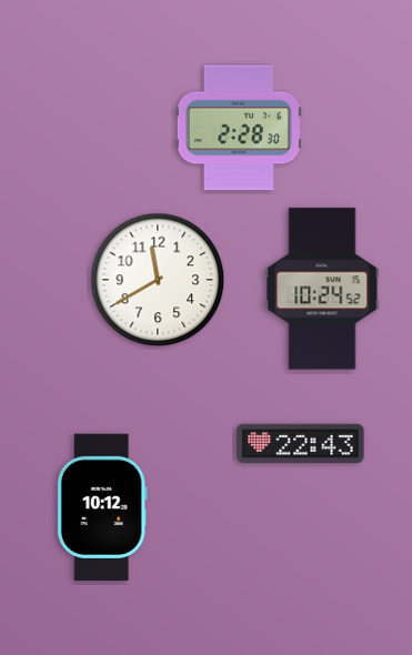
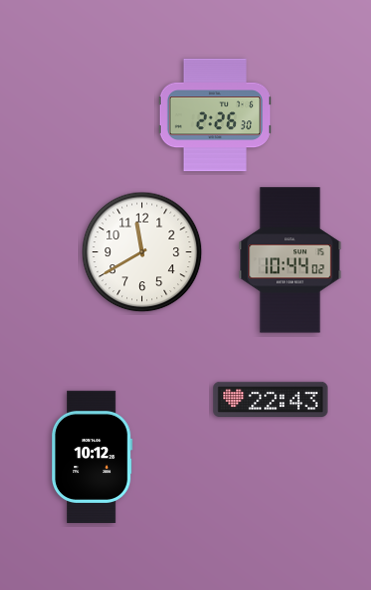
clock at (239, 128): 2:28 -> 2:26
clock at (322, 289): 10:24 -> 10:44
